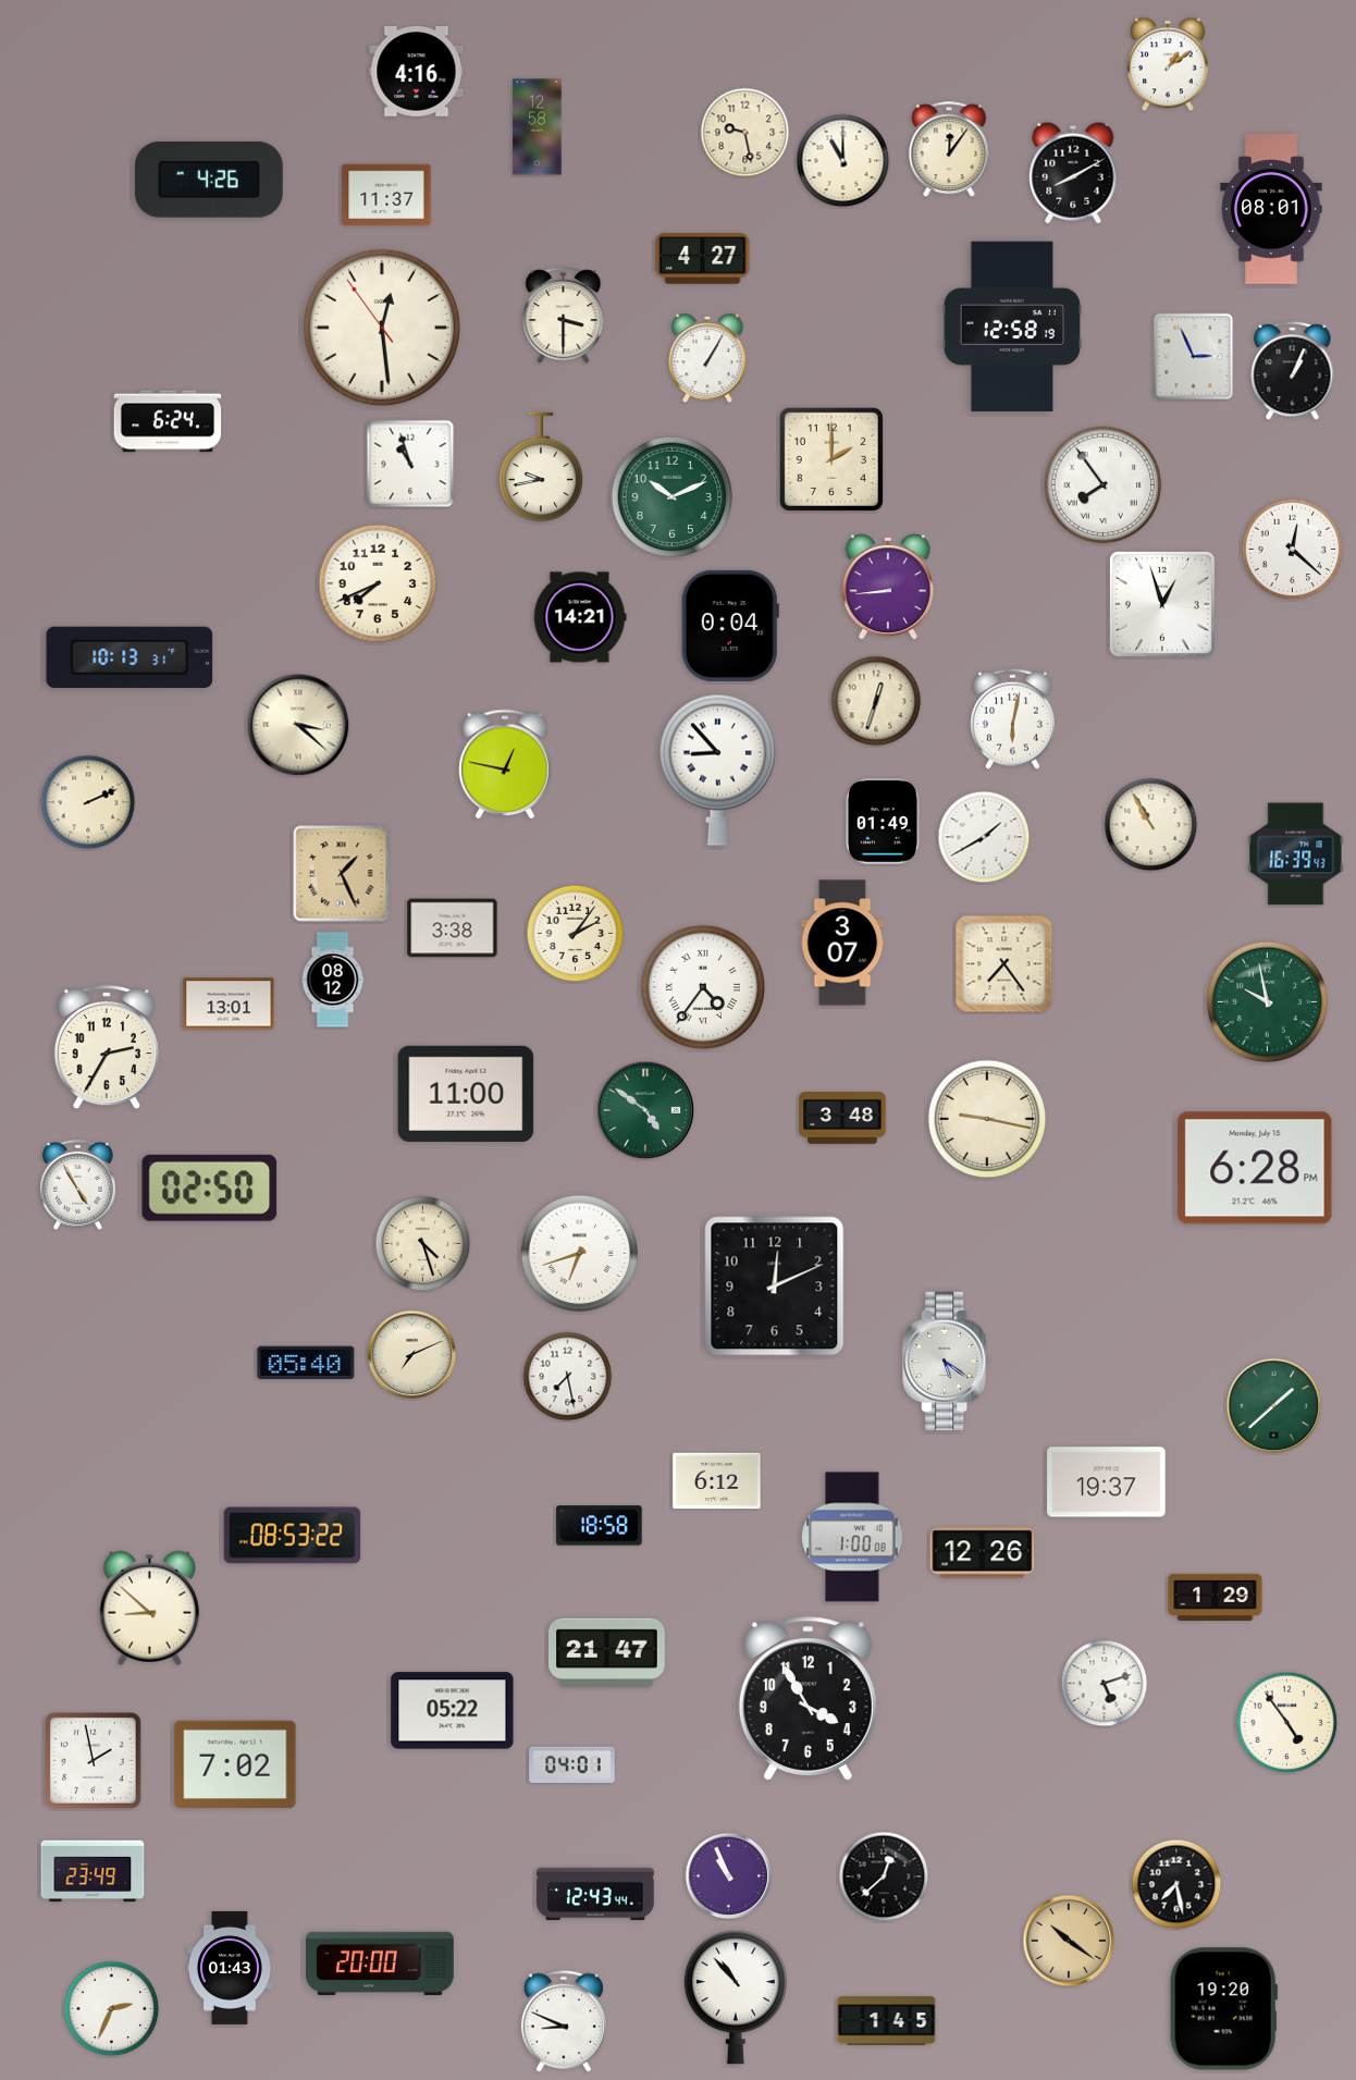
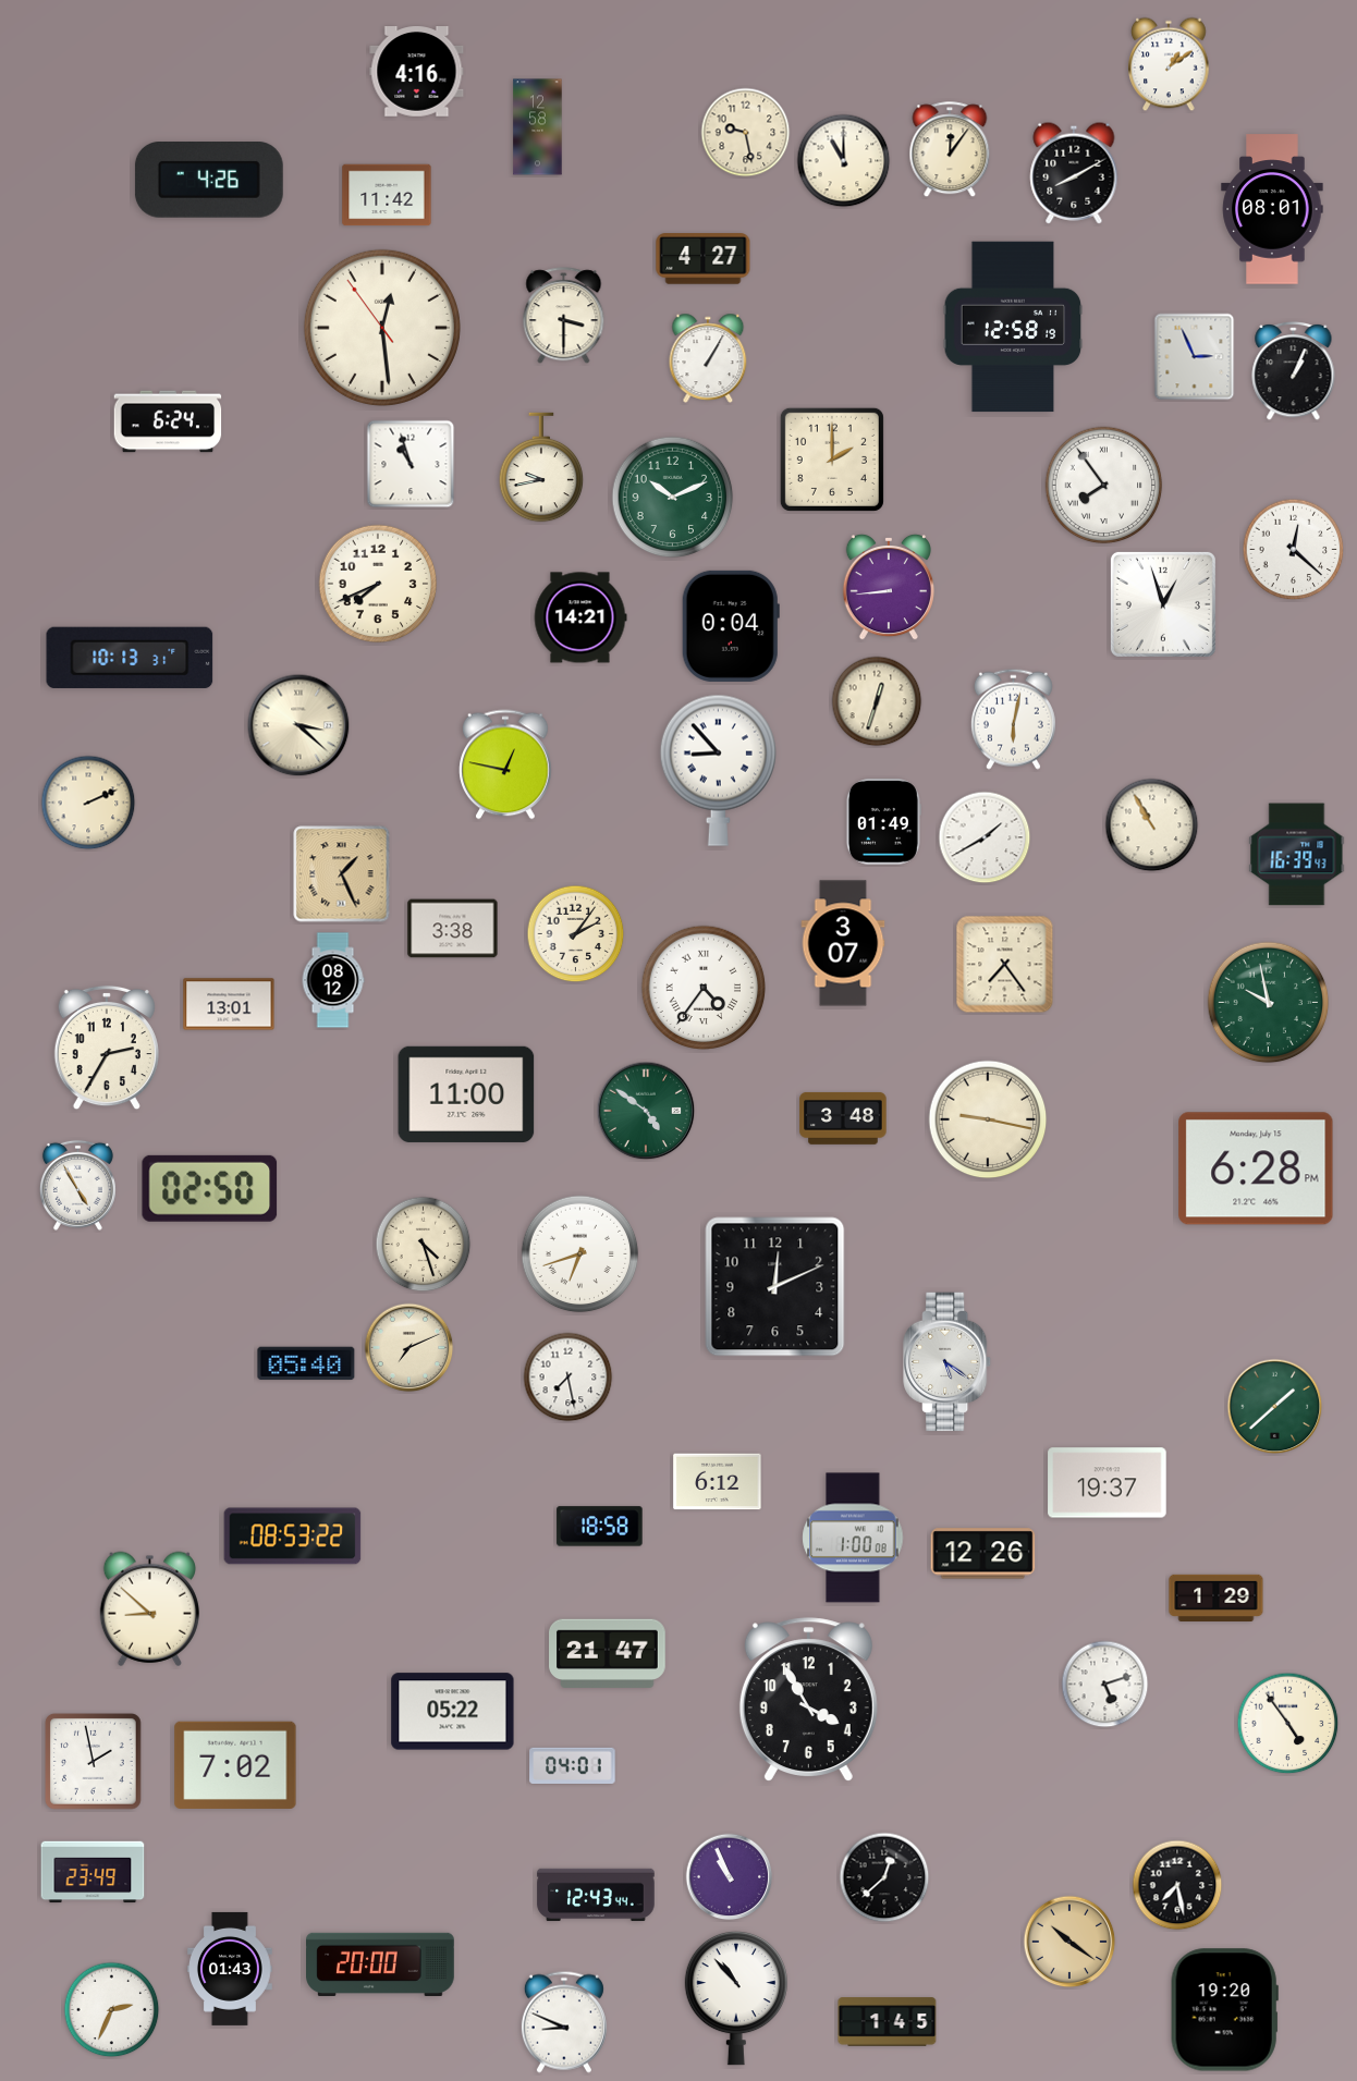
clock at (386, 195): 11:37 -> 11:42
clock at (412, 1355) position: (412, 1355) -> (409, 1348)
